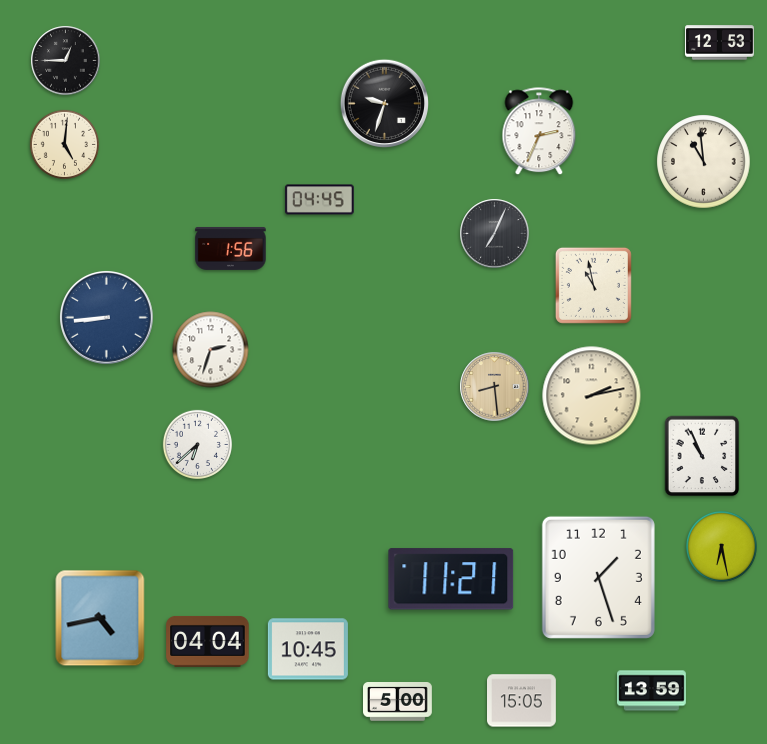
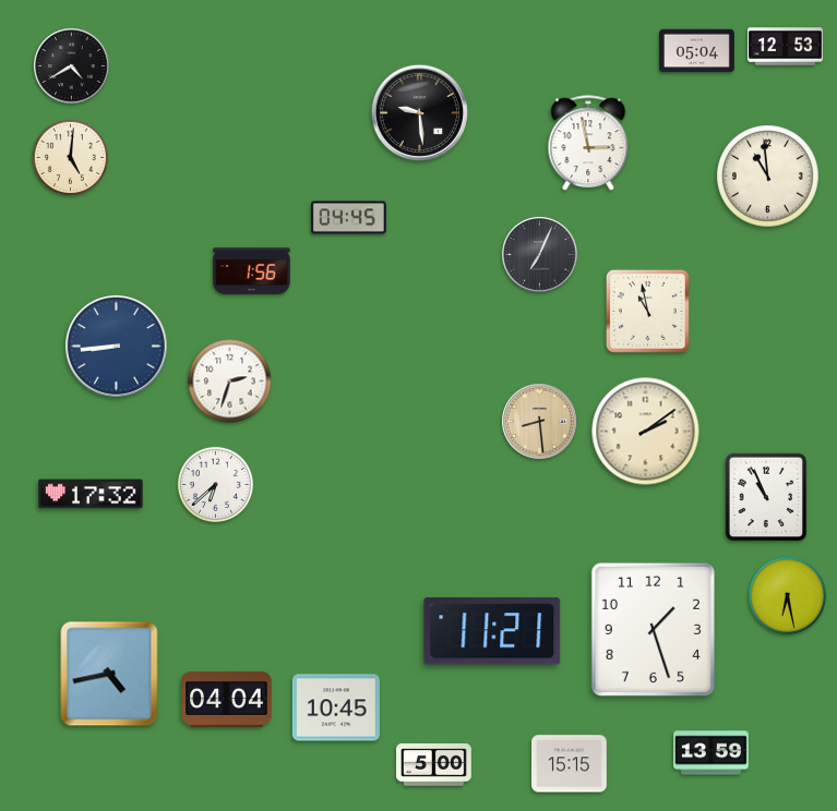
clock at (697, 51): none -> 05:04
clock at (66, 61): 12:45 -> 4:40
clock at (384, 103): 9:33 -> 9:29
clock at (539, 132): 2:34 -> 2:58
clock at (592, 396): 2:13 -> 2:09
clock at (91, 494): none -> 17:32
clock at (522, 701): 15:05 -> 15:15
